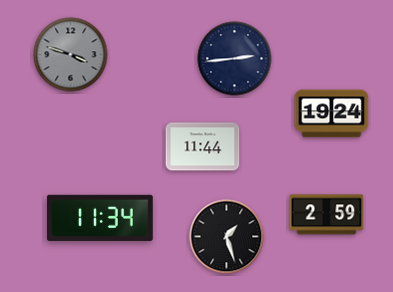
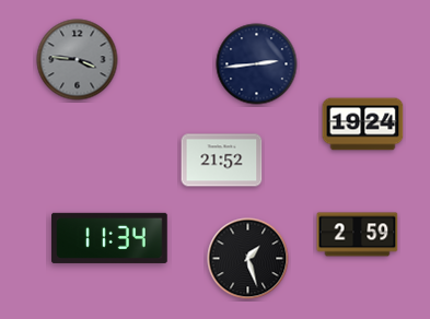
clock at (71, 55): 3:48 -> 3:46
clock at (203, 147): 11:44 -> 21:52
